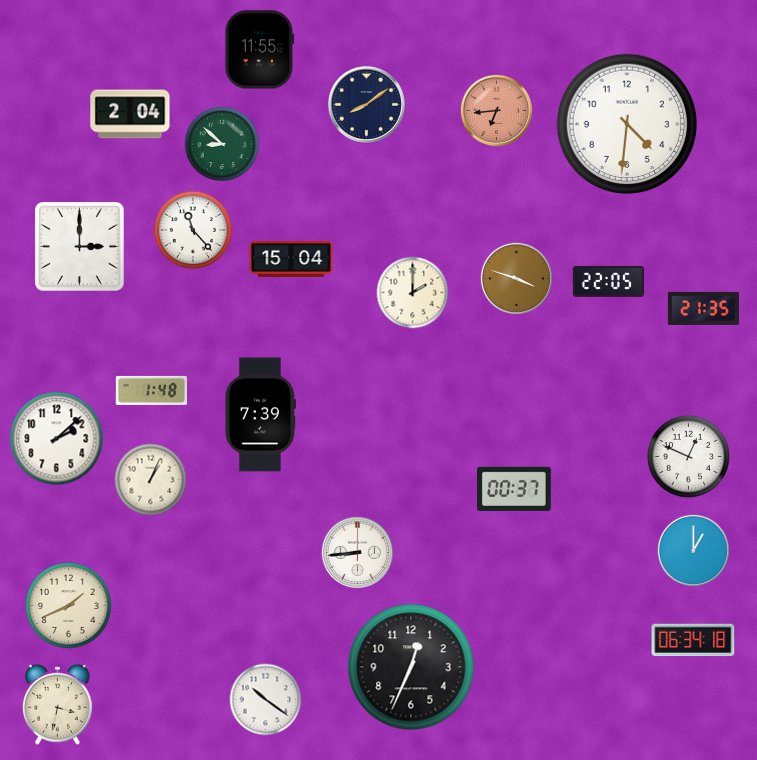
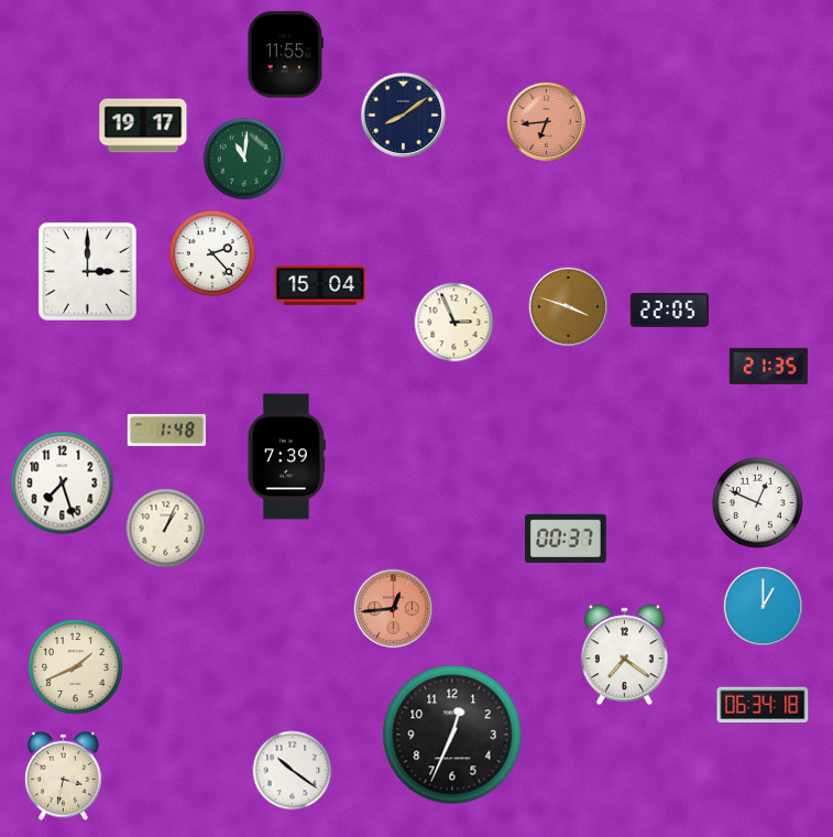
clock at (130, 114): 2:04 -> 19:17
clock at (627, 124): 4:31 -> none
clock at (222, 144): 8:52 -> 11:01
clock at (193, 230): 11:23 -> 2:23
clock at (413, 293): 2:00 -> 2:56
clock at (703, 308) position: (703, 308) -> (768, 366)
clock at (57, 439): 2:08 -> 7:27
clock at (358, 553): 8:44 -> 12:44
clock at (358, 553) dial: white -> salmon
clock at (624, 655): none -> 7:21
